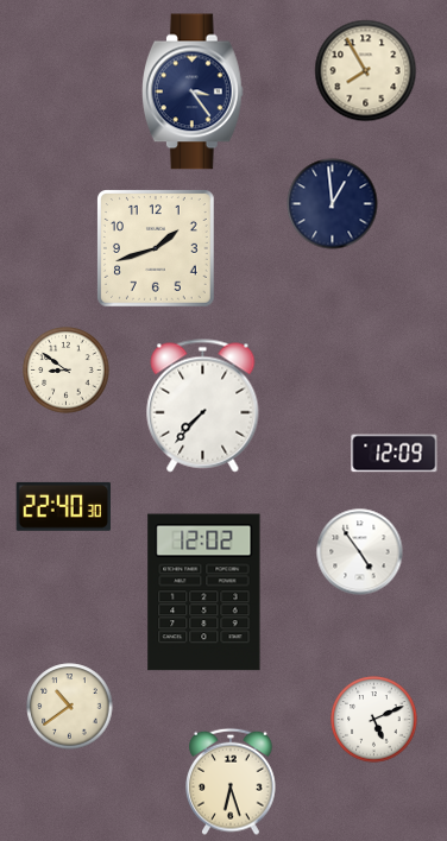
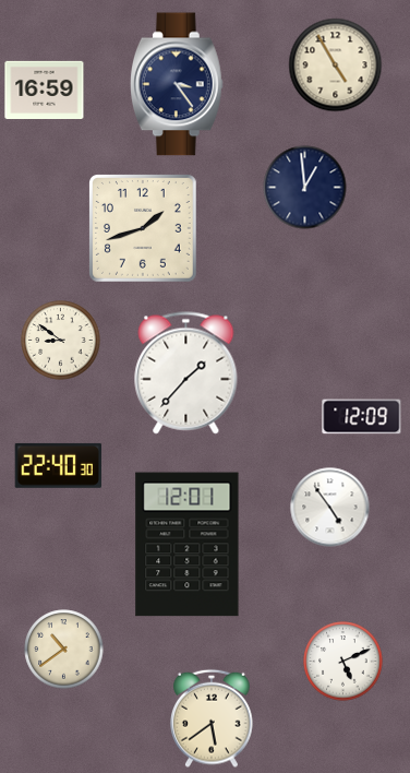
clock at (366, 71): 7:55 -> 4:55
clock at (45, 90): none -> 16:59
clock at (203, 406): 7:37 -> 1:37
clock at (204, 593): 12:02 -> 12:01
clock at (232, 782): 6:27 -> 5:39
